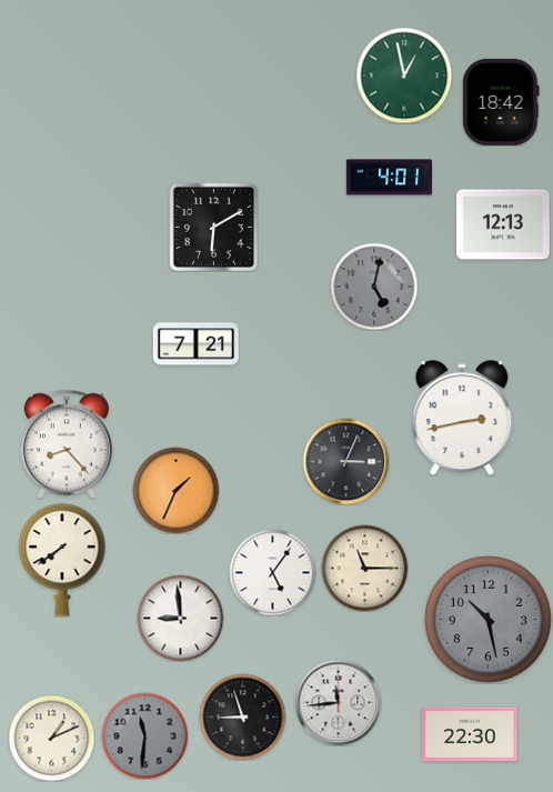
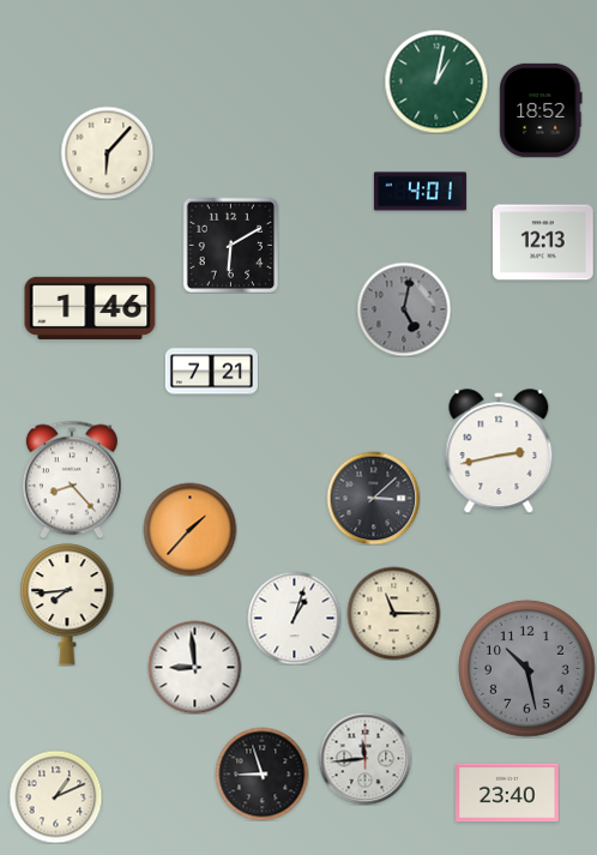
clock at (404, 76): 12:58 -> 1:02
clock at (501, 102): 18:42 -> 18:52
clock at (107, 152): none -> 6:07
clock at (90, 308): none -> 1:46
clock at (345, 461): 3:04 -> 3:08
clock at (175, 490): 1:34 -> 1:37
clock at (62, 560): 7:39 -> 7:44
clock at (272, 572): 5:06 -> 1:03
clock at (470, 734): 22:30 -> 23:40
clock at (144, 735): 11:31 -> none
